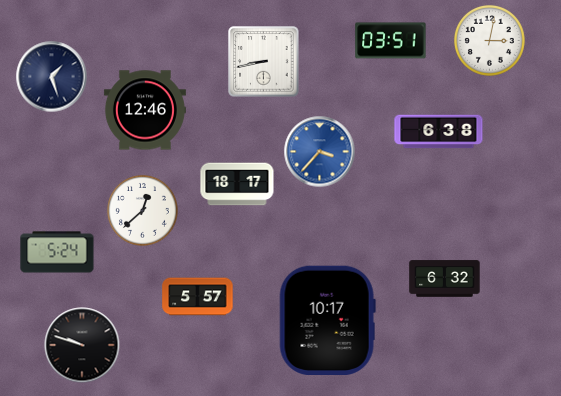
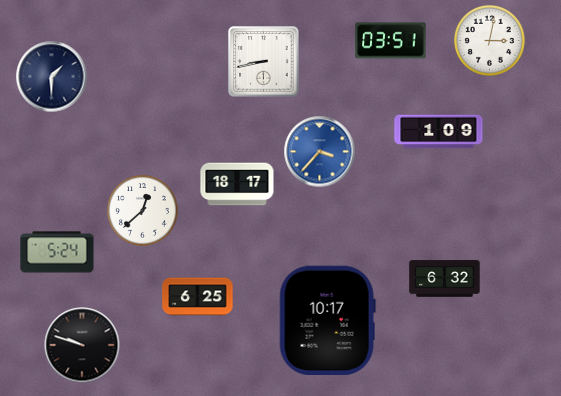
clock at (52, 77): 1:27 -> 1:30
clock at (145, 110): 12:46 -> none
clock at (439, 132): 6:38 -> 1:09
clock at (198, 297): 5:57 -> 6:25
